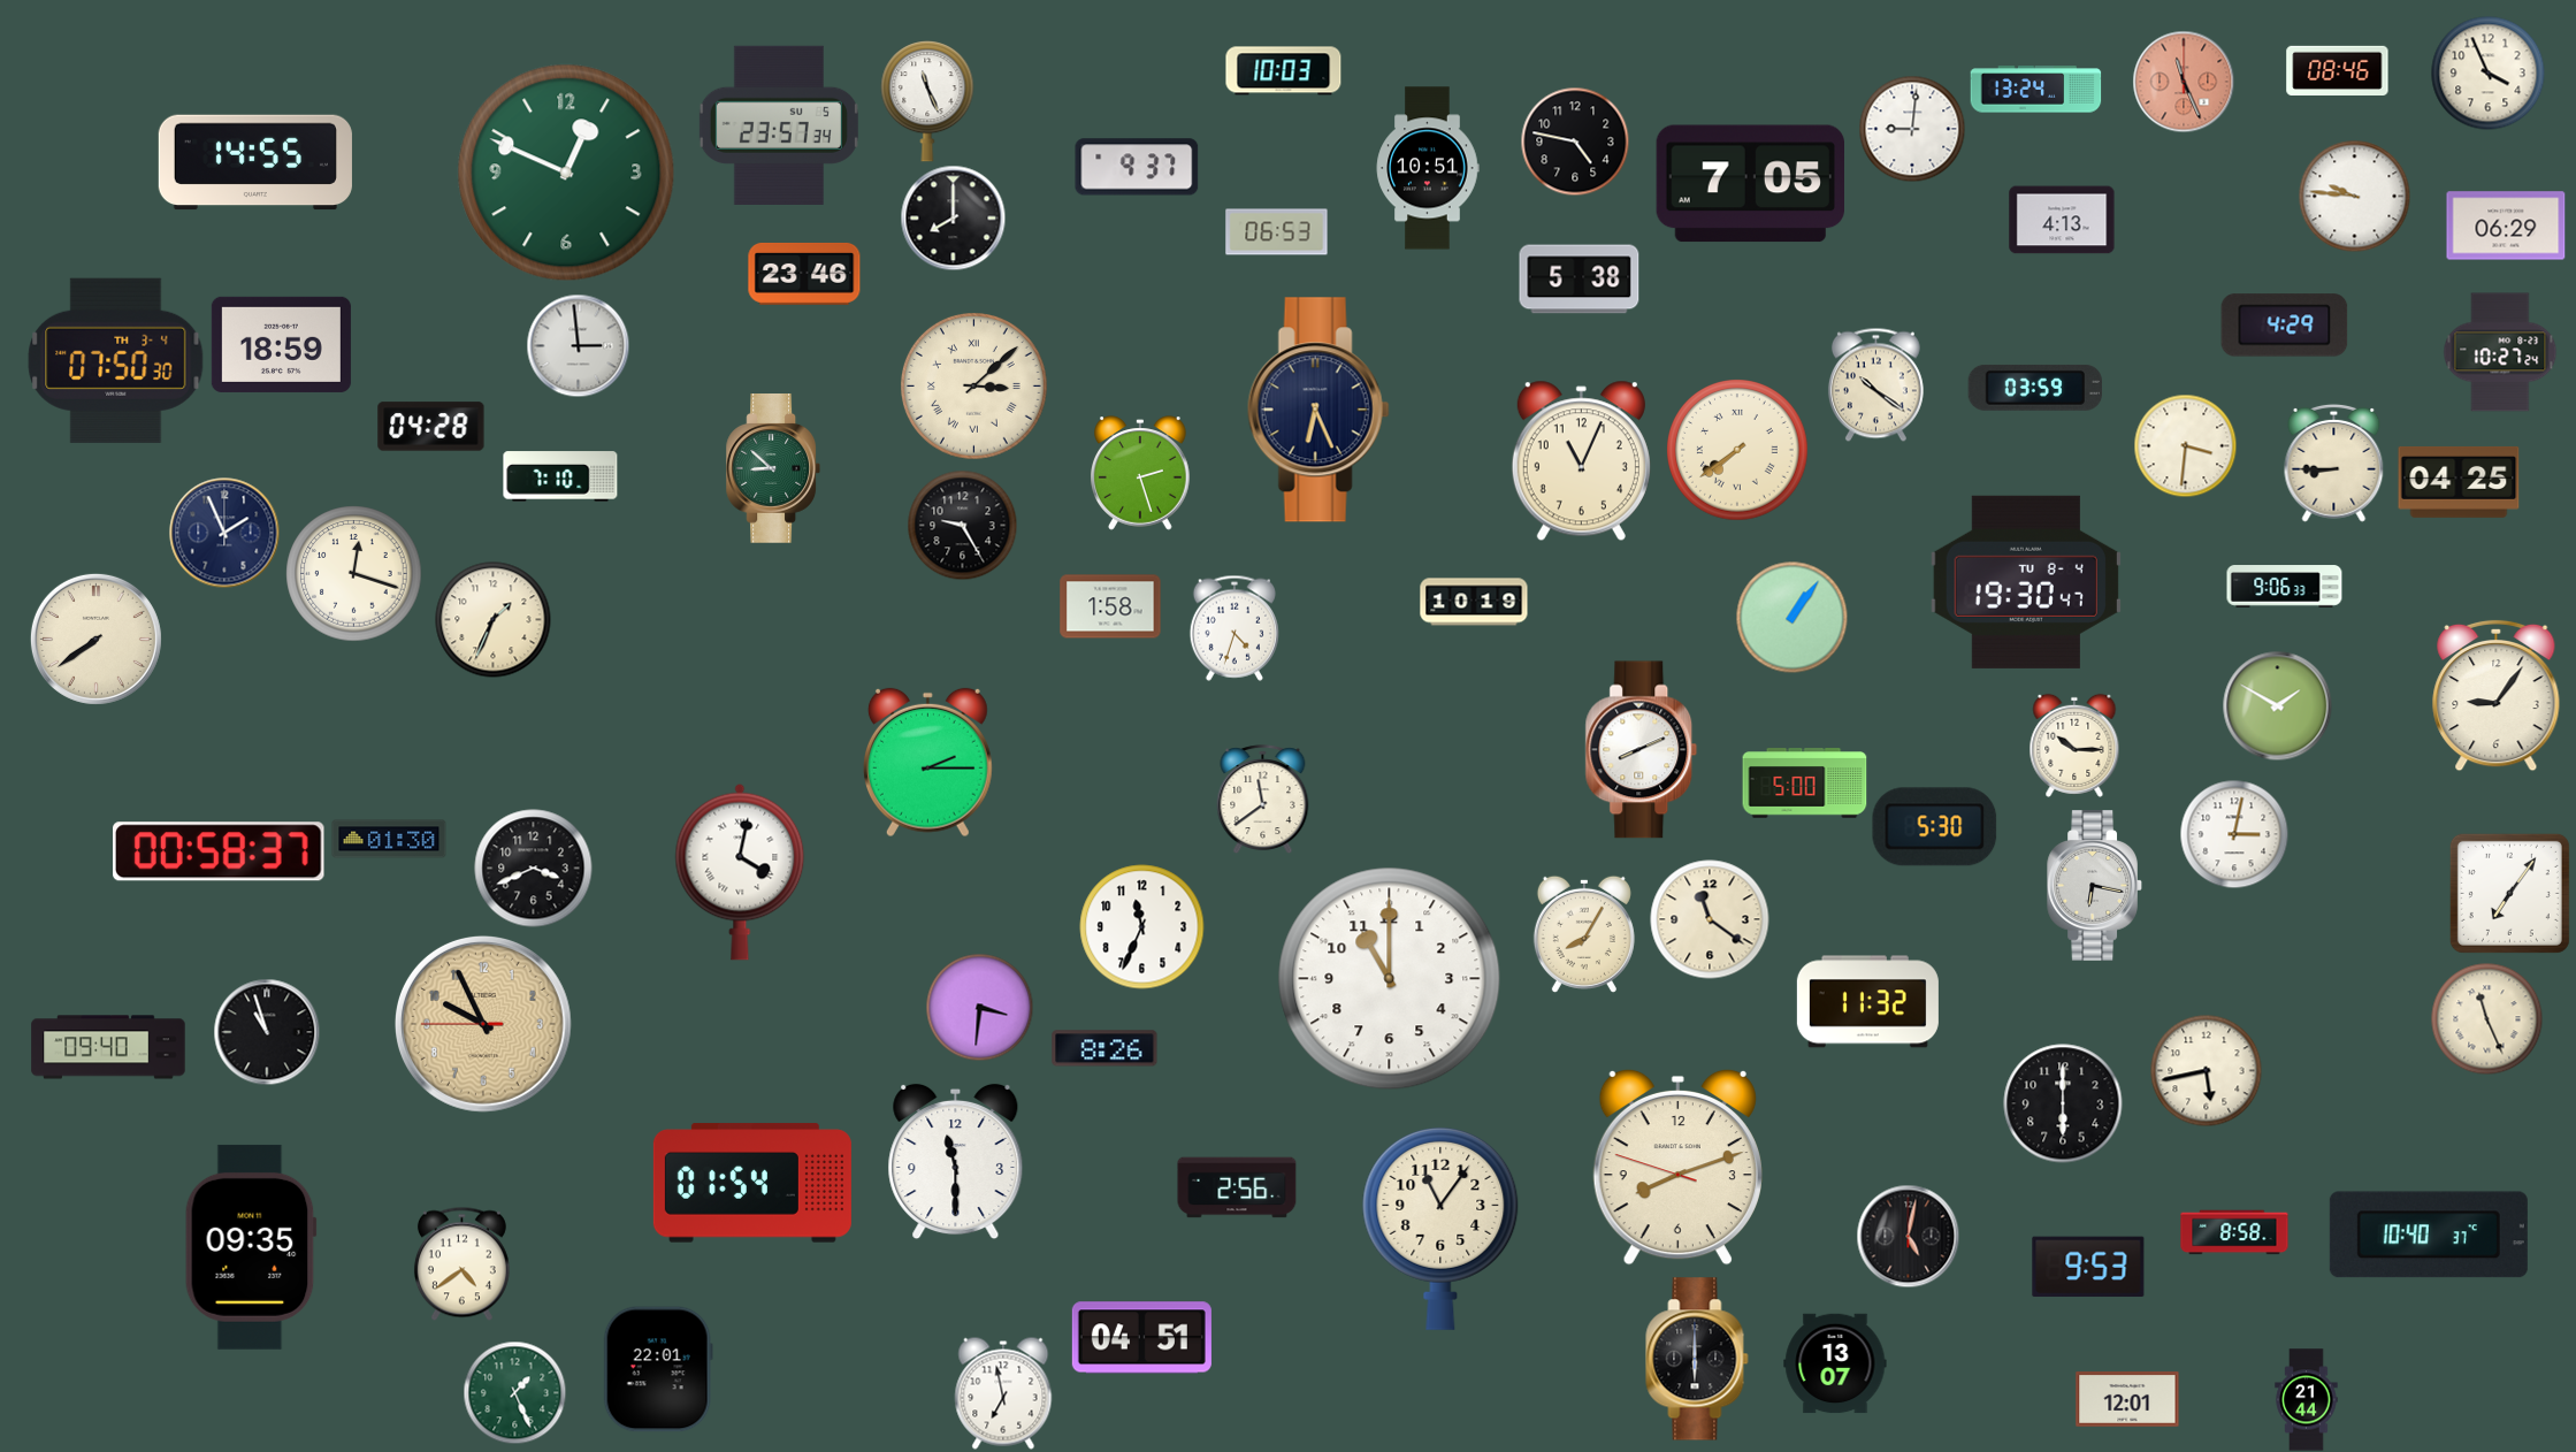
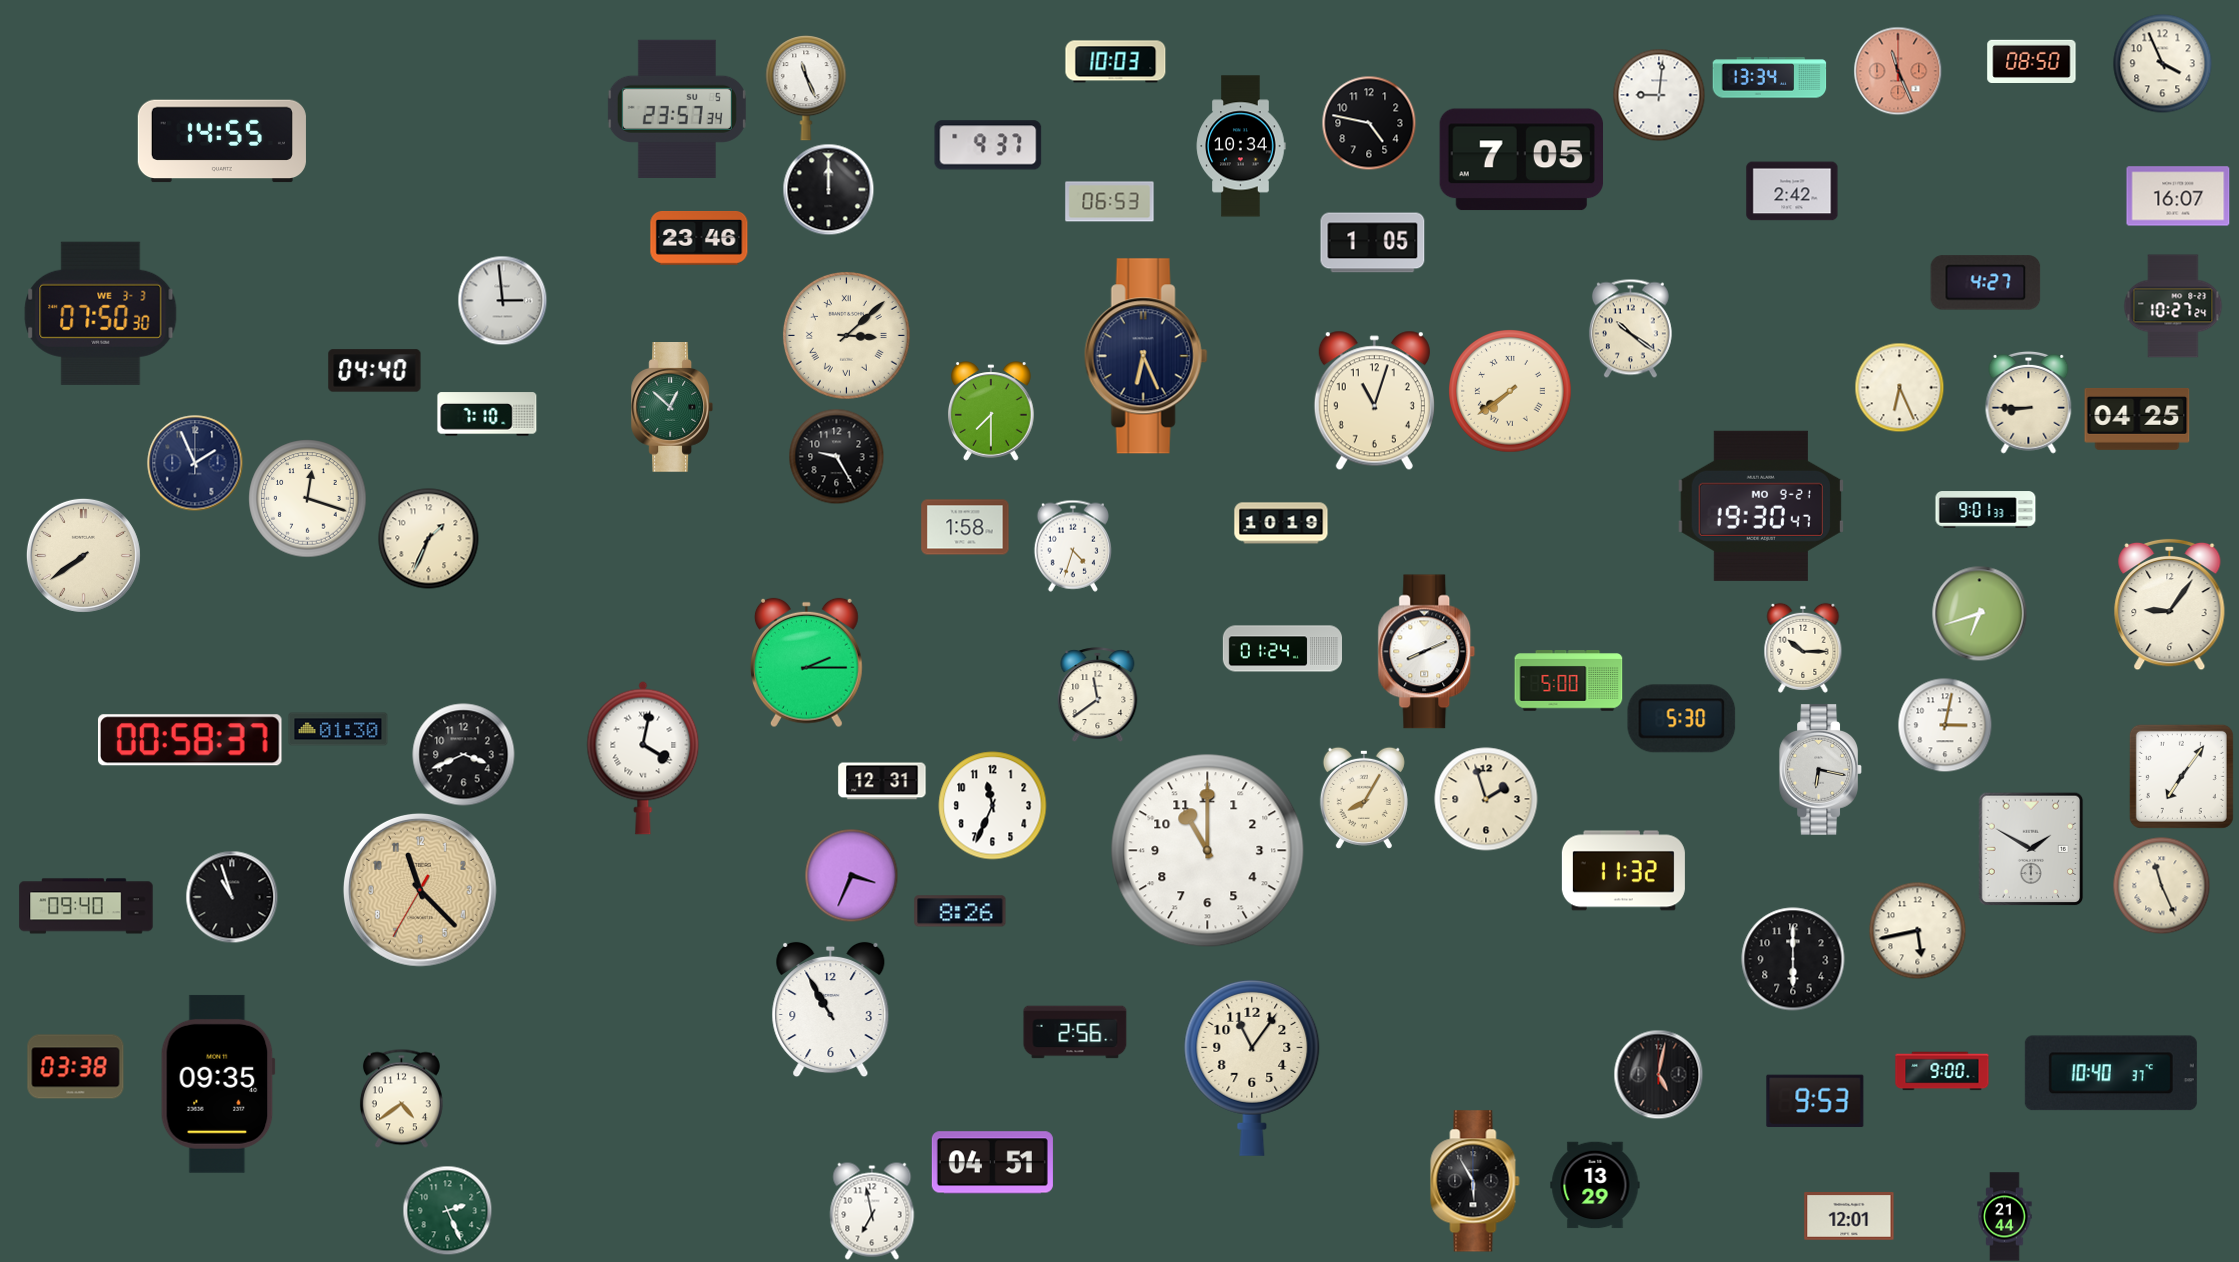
clock at (2338, 70): 08:46 -> 08:50
clock at (2036, 90): 13:24 -> 13:34
clock at (1912, 129) position: (1912, 129) -> (1659, 95)
clock at (1428, 168): 10:51 -> 10:34
clock at (566, 173): 12:49 -> none
clock at (2354, 196): 9:46 -> none
clock at (953, 217): 8:00 -> 12:00
clock at (2062, 220): 4:13 -> 2:42
clock at (2506, 226): 06:29 -> 16:07
clock at (1580, 280): 5:38 -> 1:05
clock at (2285, 326): 4:29 -> 4:27
clock at (281, 344): 18:59 -> none
clock at (116, 360) date: TH 3-4 -> WE 3-3
clock at (1875, 384) position: (1875, 384) -> (1630, 328)
clock at (2035, 388): 03:59 -> none
clock at (431, 427): 04:28 -> 04:40
clock at (2185, 445): 3:31 -> 6:26
clock at (1581, 461): 11:04 -> 11:03
clock at (772, 469): 8:52 -> 12:52
clock at (1141, 473): 2:27 -> 7:30
clock at (2026, 582) date: TU 8-4 -> MO 9-21
clock at (2285, 587): 9:06 -> 9:01
clock at (1791, 617): 1:06 -> none
clock at (2277, 705): 1:50 -> 6:42
clock at (1282, 649): none -> 01:24
clock at (2234, 834) position: (2234, 834) -> (1945, 725)
clock at (882, 781): none -> 12:31
clock at (1710, 919): 11:21 -> 1:57
clock at (1584, 934) position: (1584, 934) -> (1364, 798)
clock at (2031, 849): none -> 1:50
clock at (979, 1007): 3:31 -> 3:34
clock at (483, 1024): 9:55 -> 11:22
clock at (108, 1047) position: (108, 1047) -> (86, 906)
clock at (956, 1162): 11:30 -> 10:55
clock at (1677, 1167): 8:11 -> none
clock at (752, 1183): 01:54 -> none
clock at (76, 1067): none -> 03:38
clock at (2234, 1232): 8:58 -> 9:00
clock at (1697, 1359): 6:00 -> 5:55
clock at (1835, 1363): 13:07 -> 13:29
clock at (658, 1369): 22:01 -> none
clock at (514, 1392): 1:26 -> 2:26
